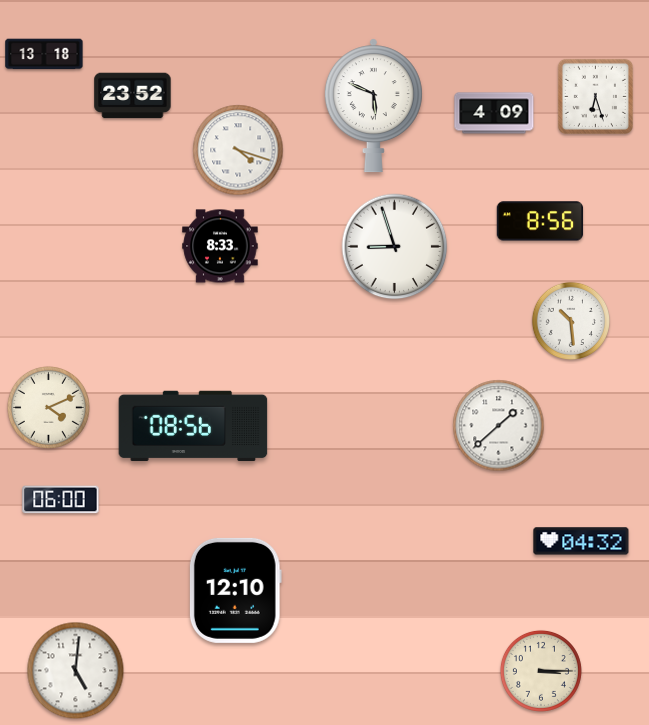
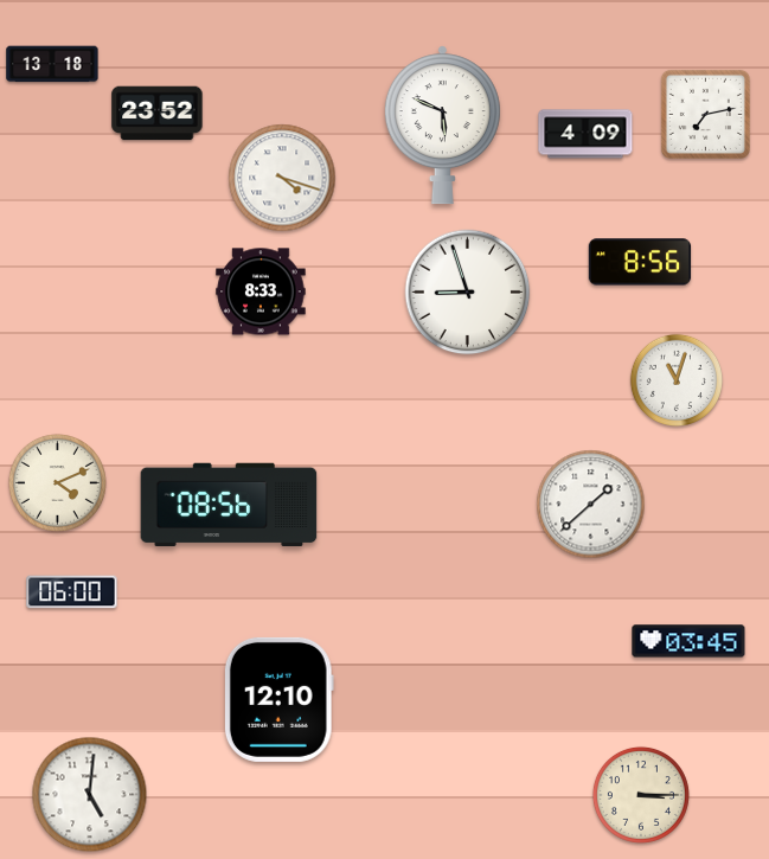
clock at (595, 96): 6:27 -> 7:13
clock at (570, 320): 10:29 -> 11:03
clock at (581, 541): 04:32 -> 03:45
